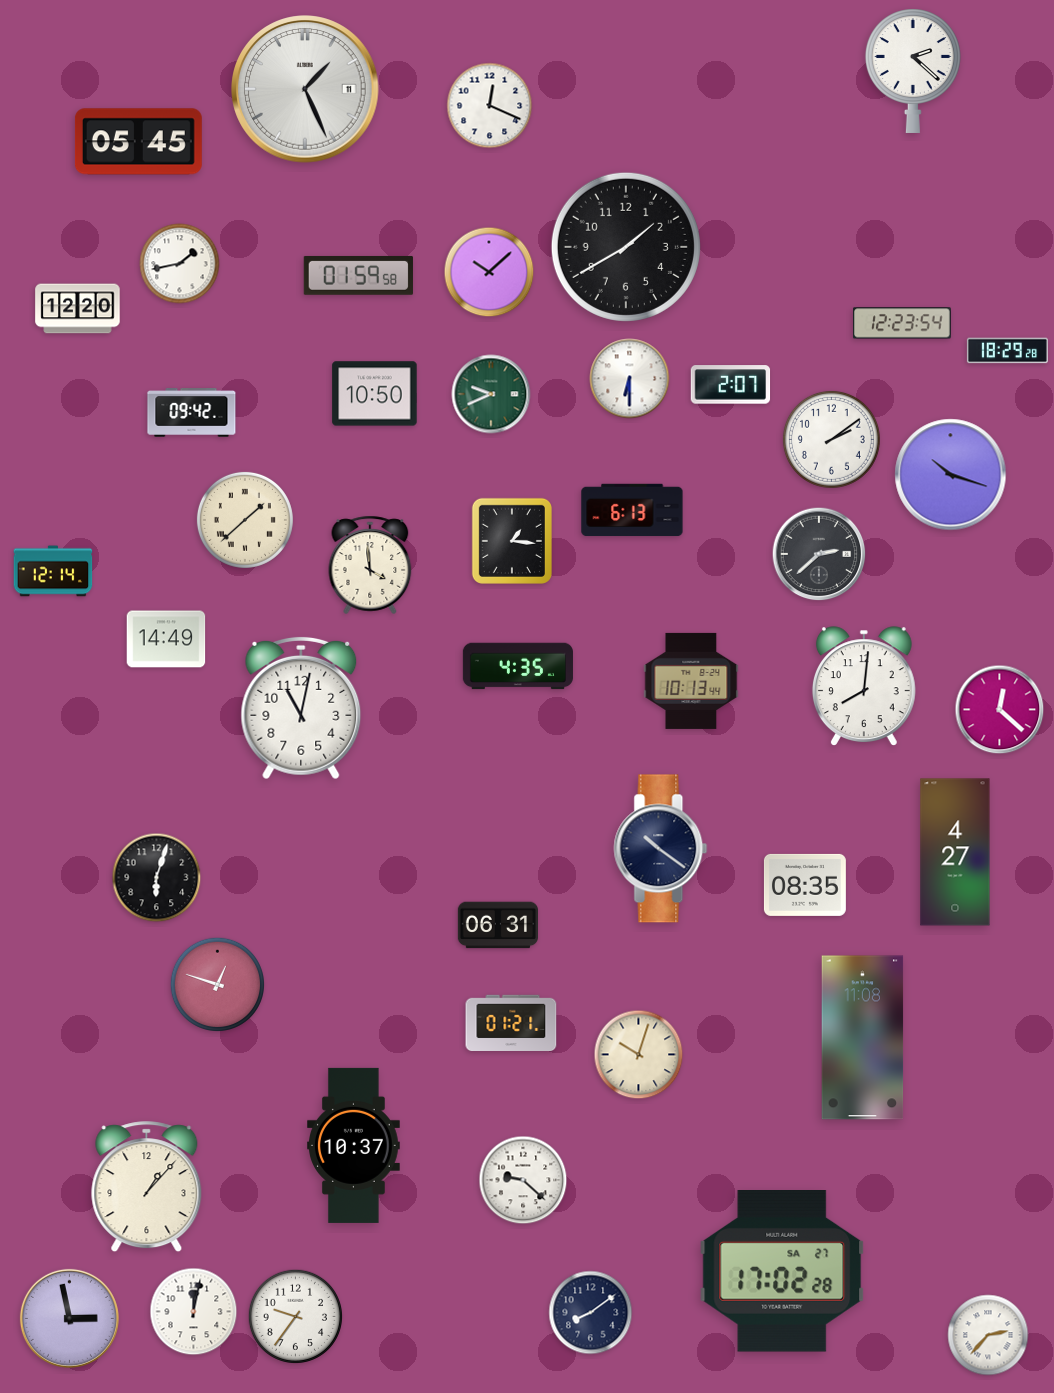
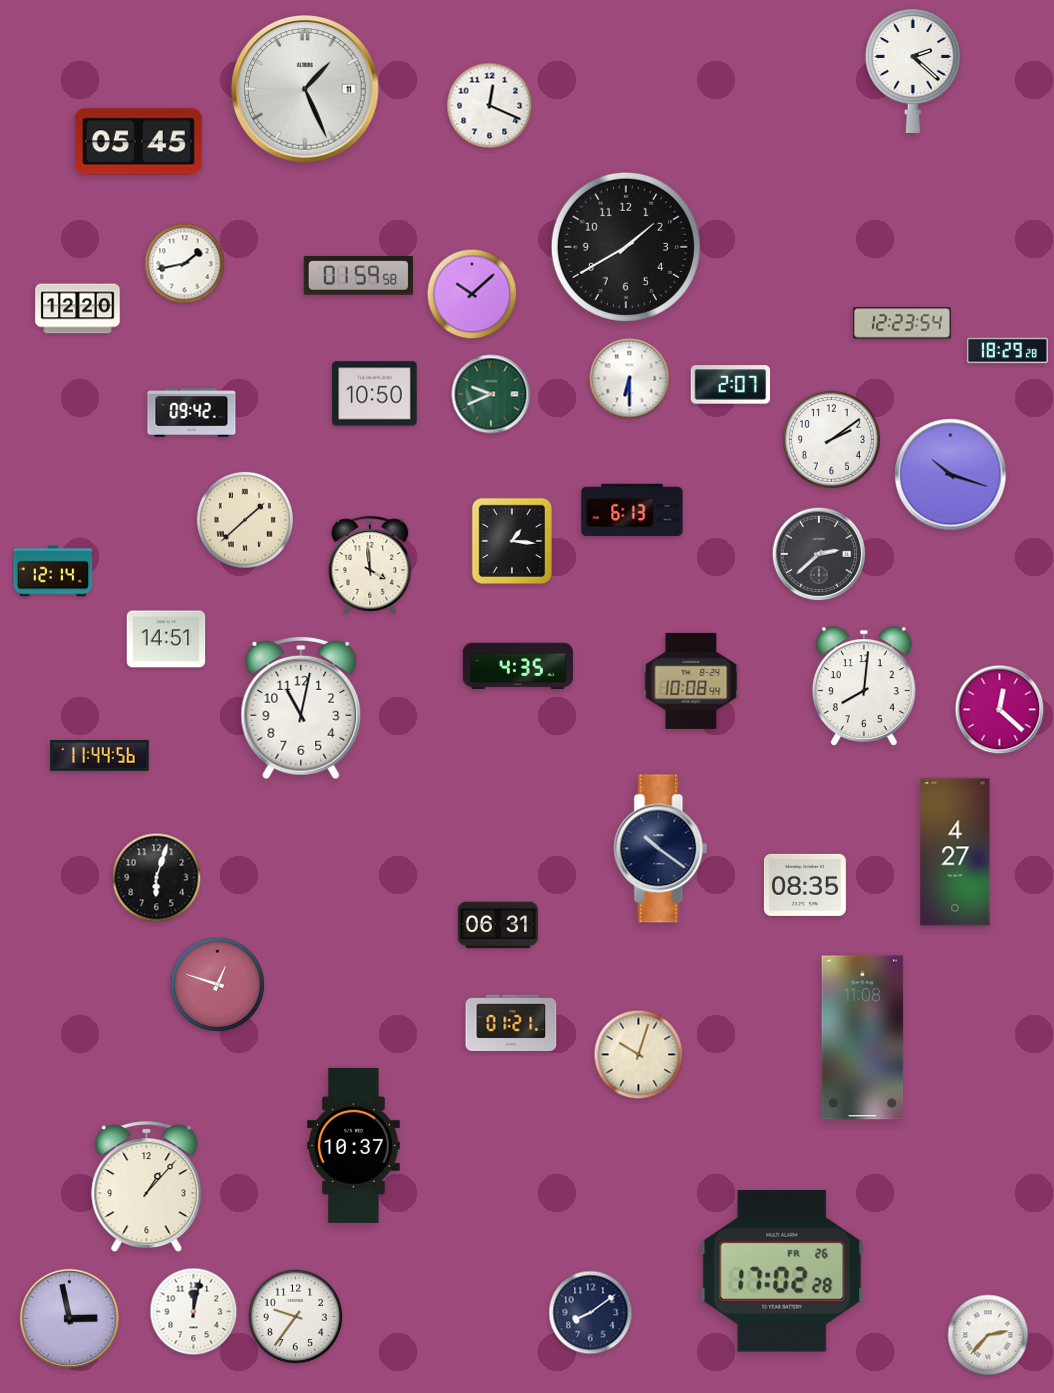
clock at (180, 264) position: (180, 264) -> (185, 264)
clock at (489, 272) position: (489, 272) -> (472, 294)
clock at (166, 639): 14:49 -> 14:51
clock at (691, 681): 10:13 -> 10:08
clock at (100, 755): none -> 11:44
clock at (523, 1180): 9:22 -> none
clock at (782, 1272) date: SA 27 -> FR 26
